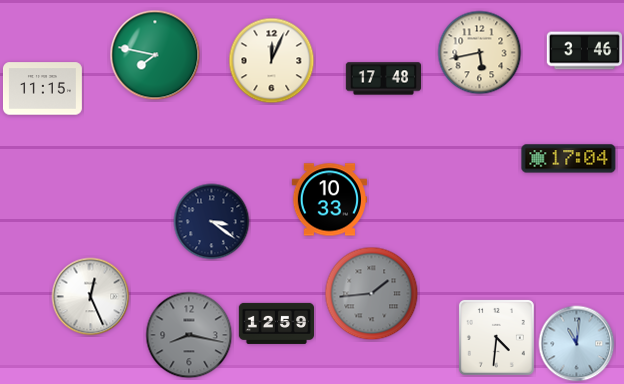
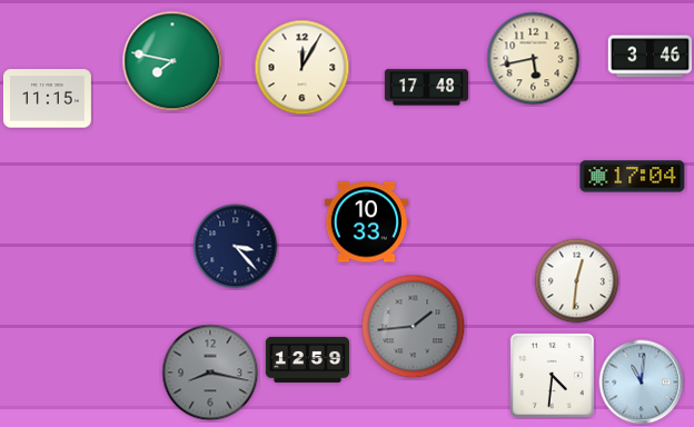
clock at (272, 61): 12:04 -> 12:05
clock at (212, 222): 3:21 -> 3:23
clock at (577, 281): none -> 12:31
clock at (91, 297): 12:26 -> none
